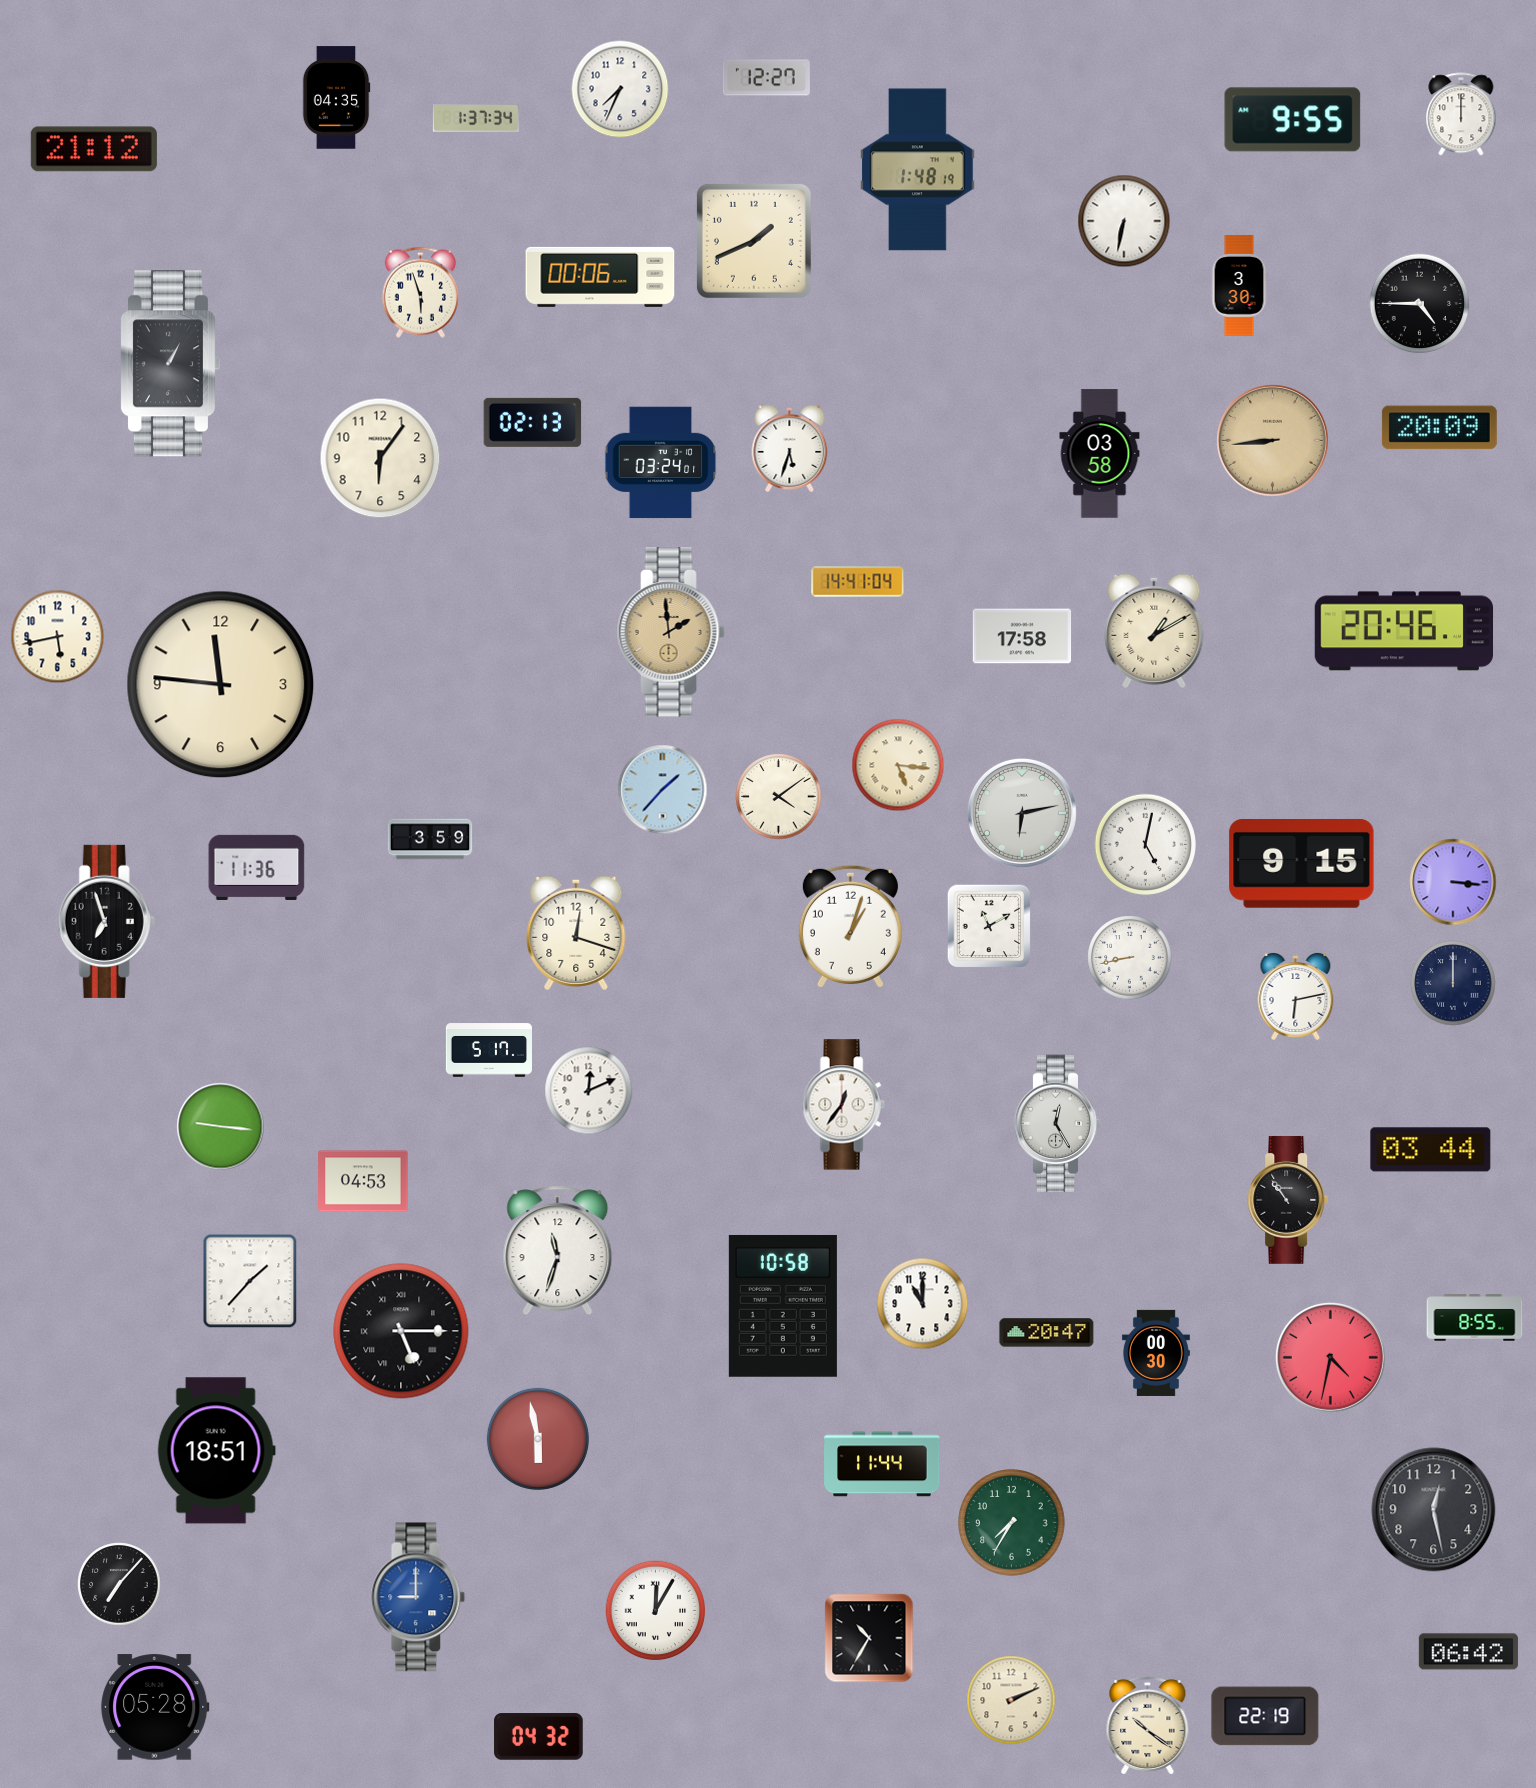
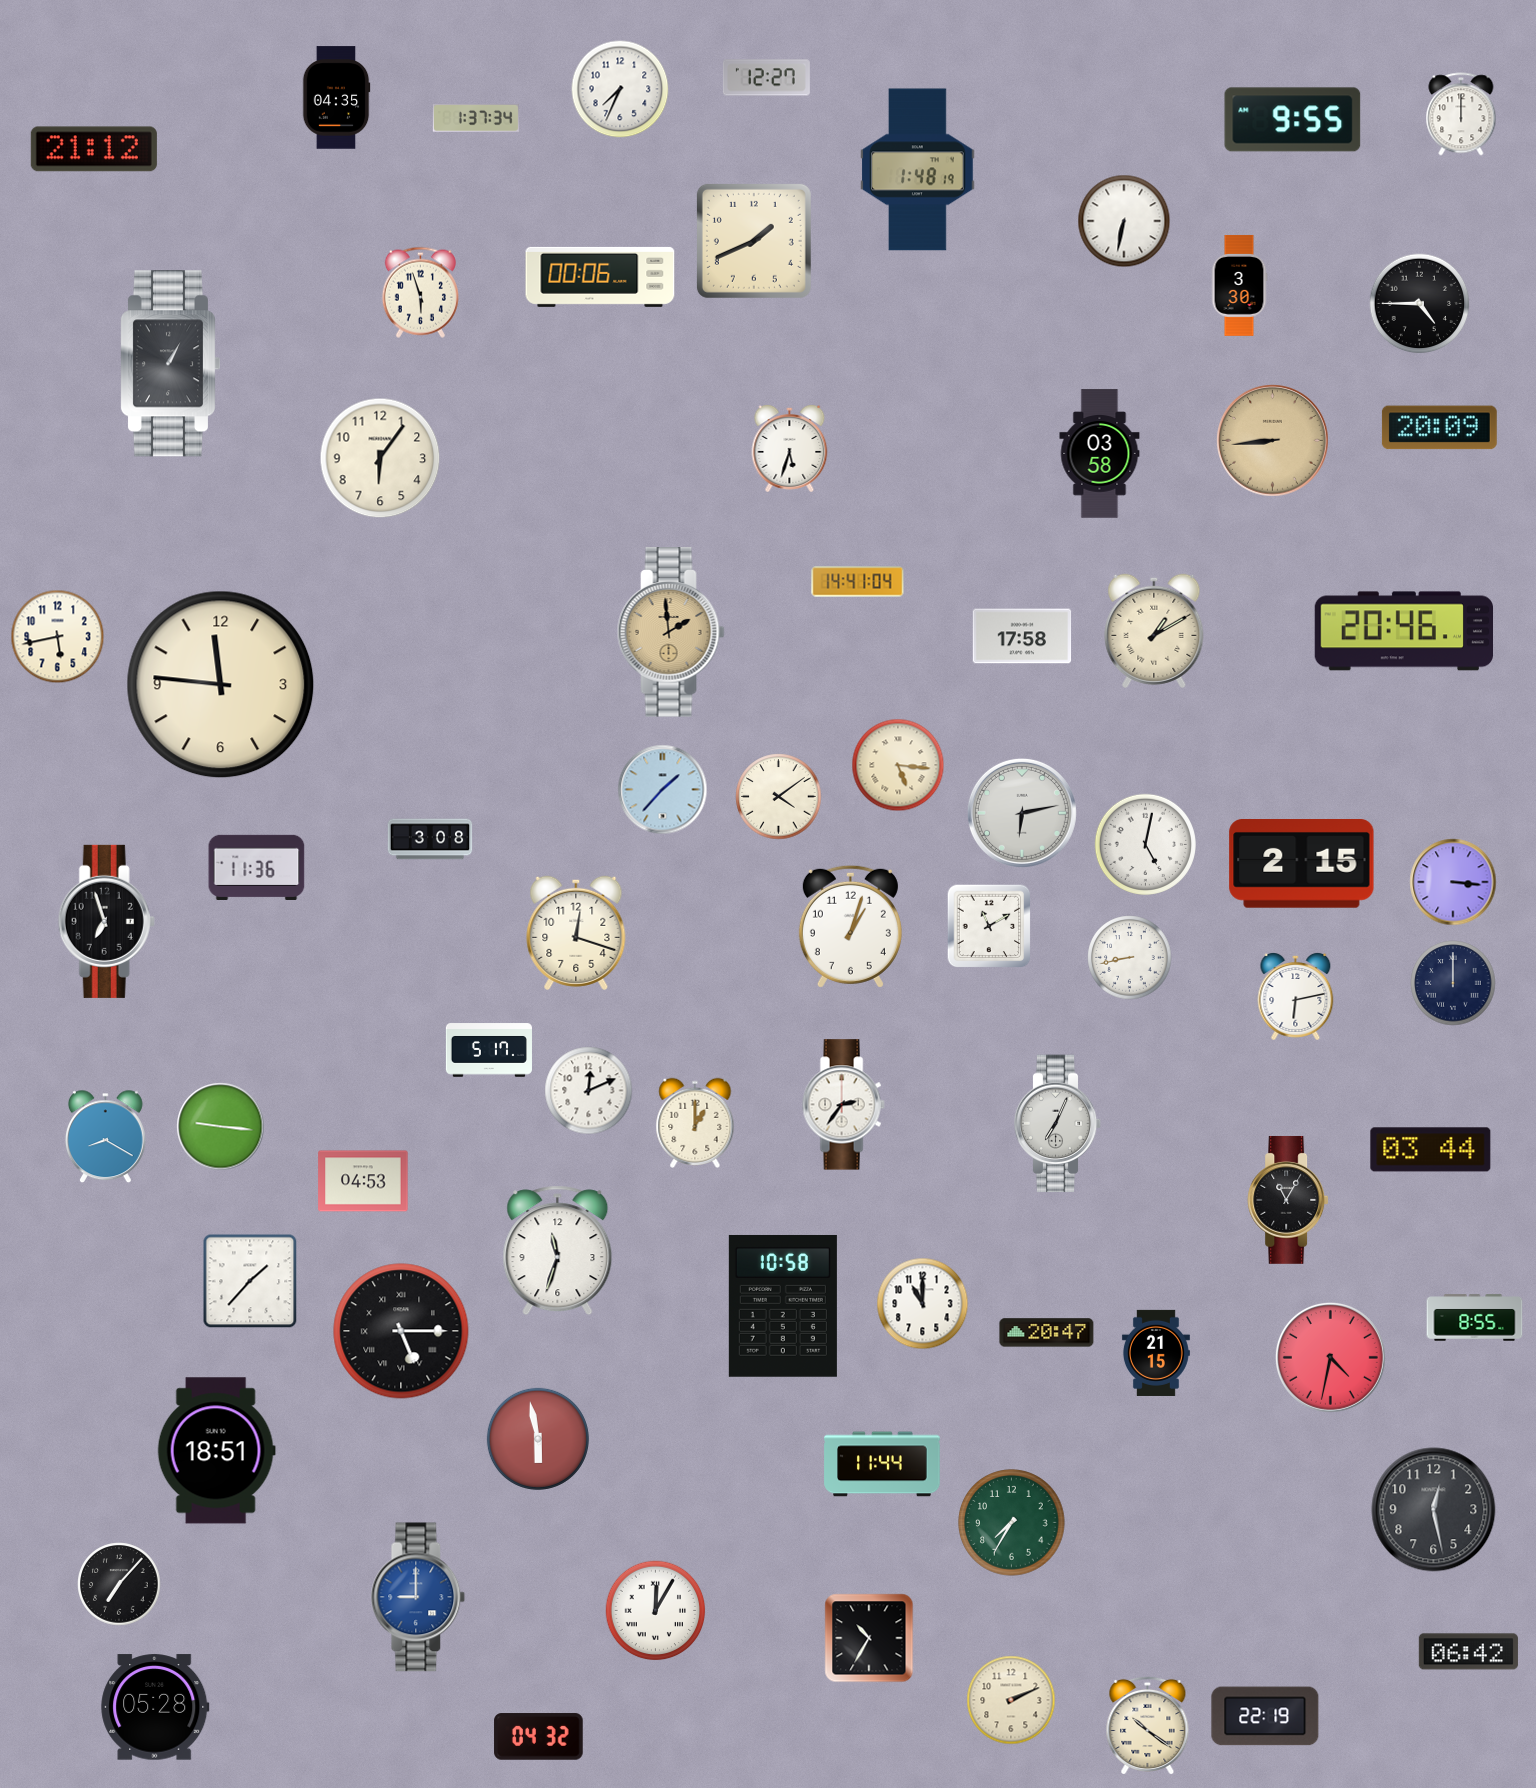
clock at (533, 422): 02:13 -> none
clock at (661, 463): 03:24 -> none
clock at (430, 839): 3:59 -> 3:08
clock at (1302, 864): 9:15 -> 2:15
clock at (843, 1105): 12:36 -> 2:36
clock at (695, 1123): none -> 1:00
clock at (1058, 1124): 12:25 -> 7:04
clock at (105, 1137): none -> 8:20
clock at (1288, 1200): 10:54 -> 11:05
clock at (1156, 1353): 00:30 -> 21:15
